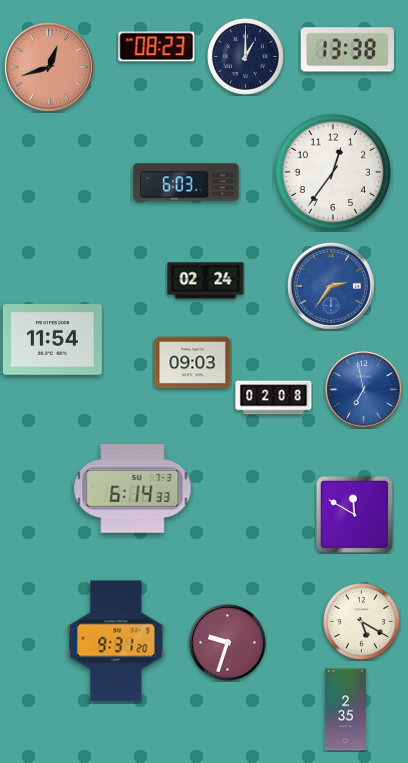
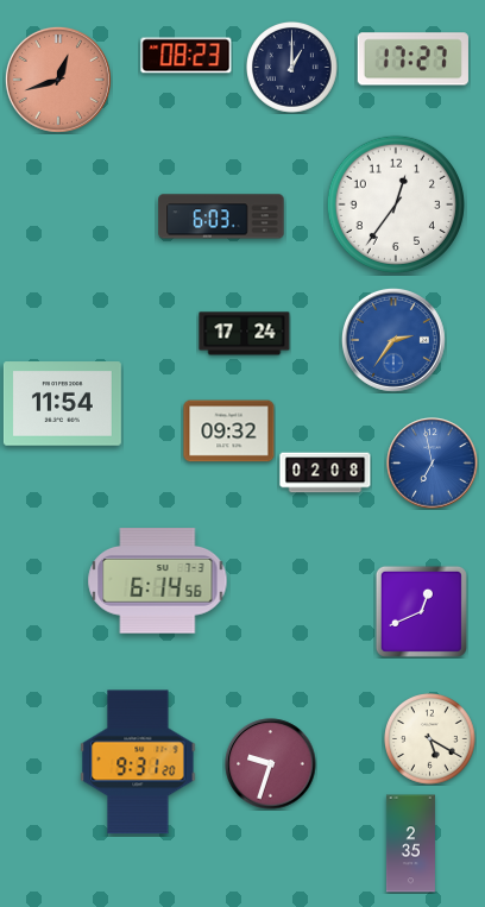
clock at (347, 50): 13:38 -> 17:27
clock at (206, 281): 02:24 -> 17:24
clock at (193, 363): 09:03 -> 09:32
clock at (133, 489): 6:14:33 -> 6:14:56
clock at (354, 514): 11:50 -> 12:41
